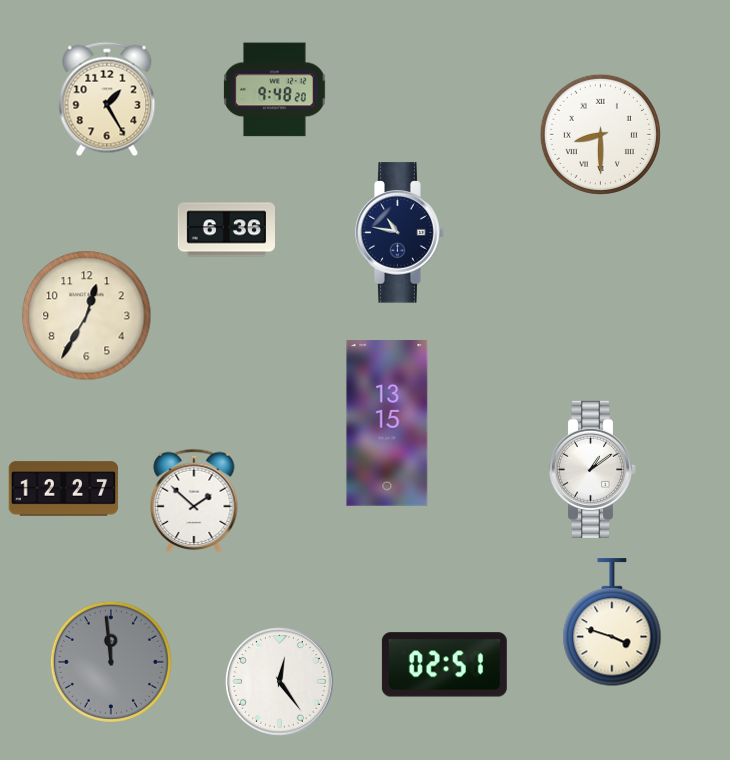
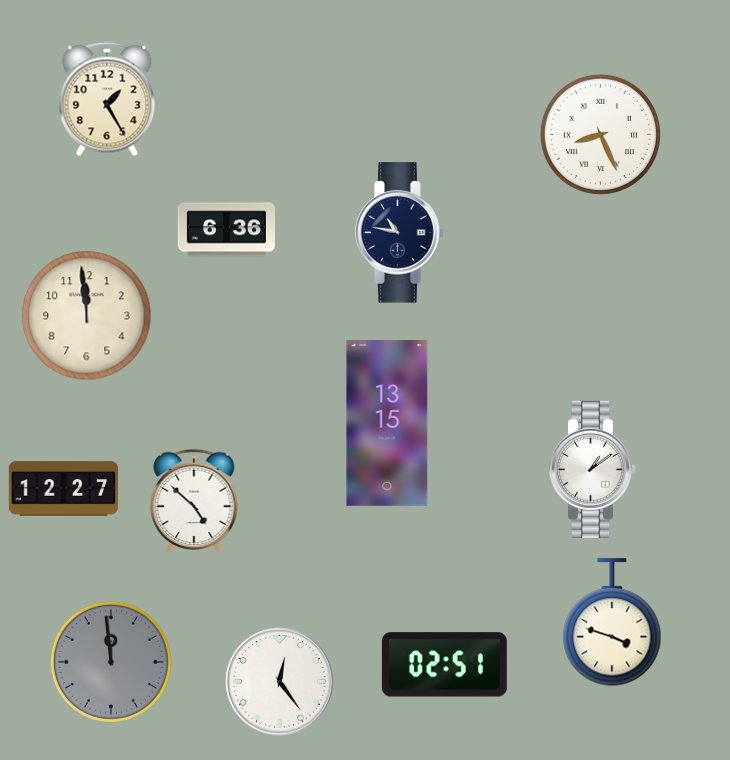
clock at (275, 90): 9:48 -> none
clock at (600, 134): 8:30 -> 8:26
clock at (87, 316): 12:35 -> 11:59
clock at (194, 500): 1:52 -> 4:52
